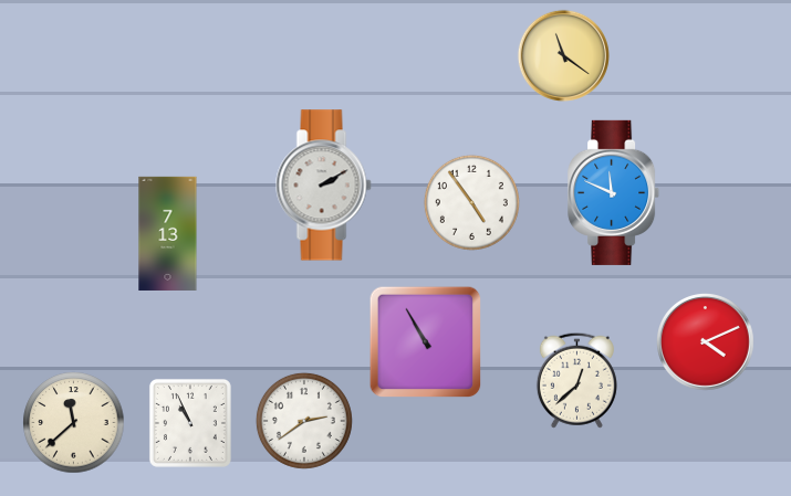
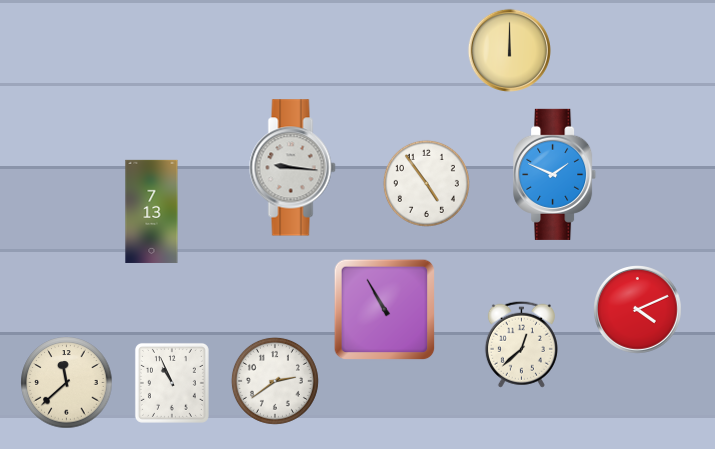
clock at (563, 55): 11:21 -> 12:00
clock at (324, 186): 2:10 -> 9:16
clock at (614, 192): 11:49 -> 1:49
